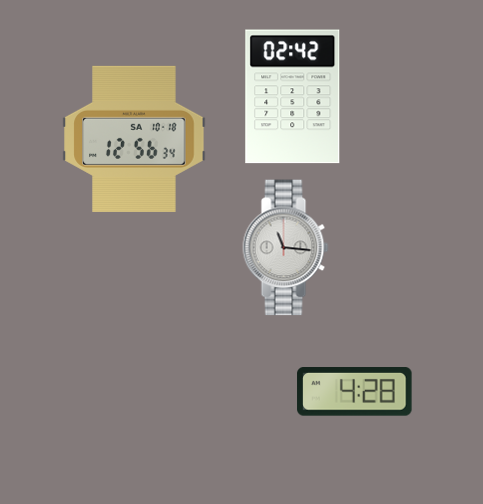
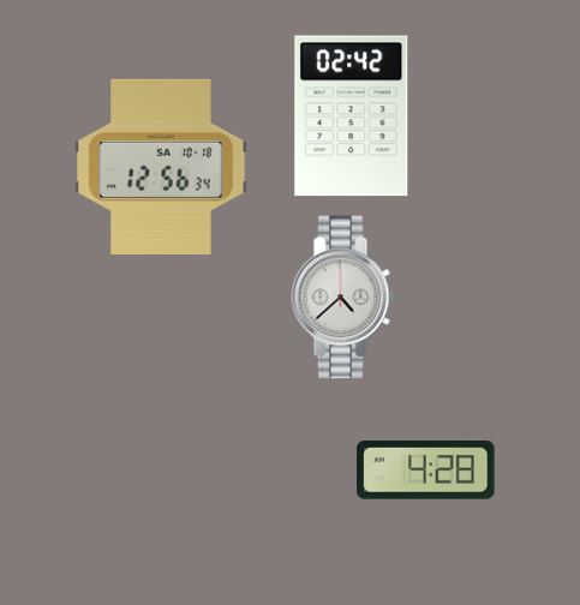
clock at (286, 248): 11:16 -> 4:38
